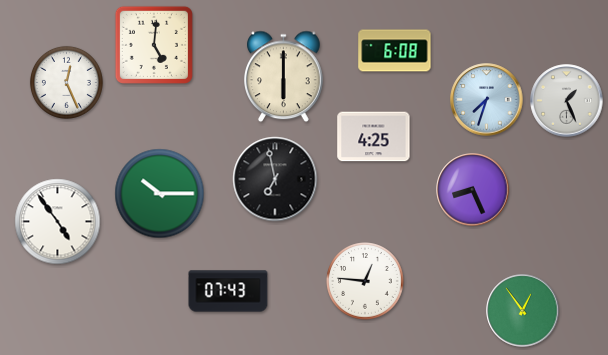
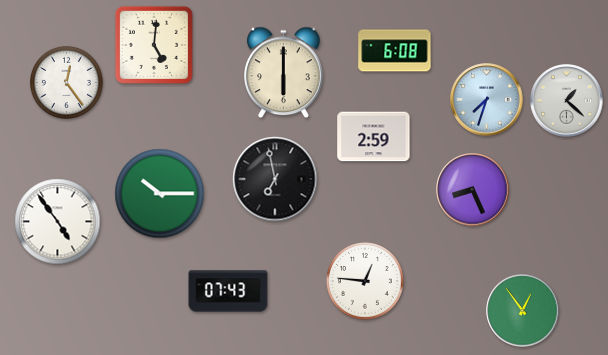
clock at (284, 77) position: (284, 77) -> (284, 73)
clock at (66, 82): 12:26 -> 12:24
clock at (567, 101): 1:26 -> 1:22
clock at (374, 137): 4:25 -> 2:59
